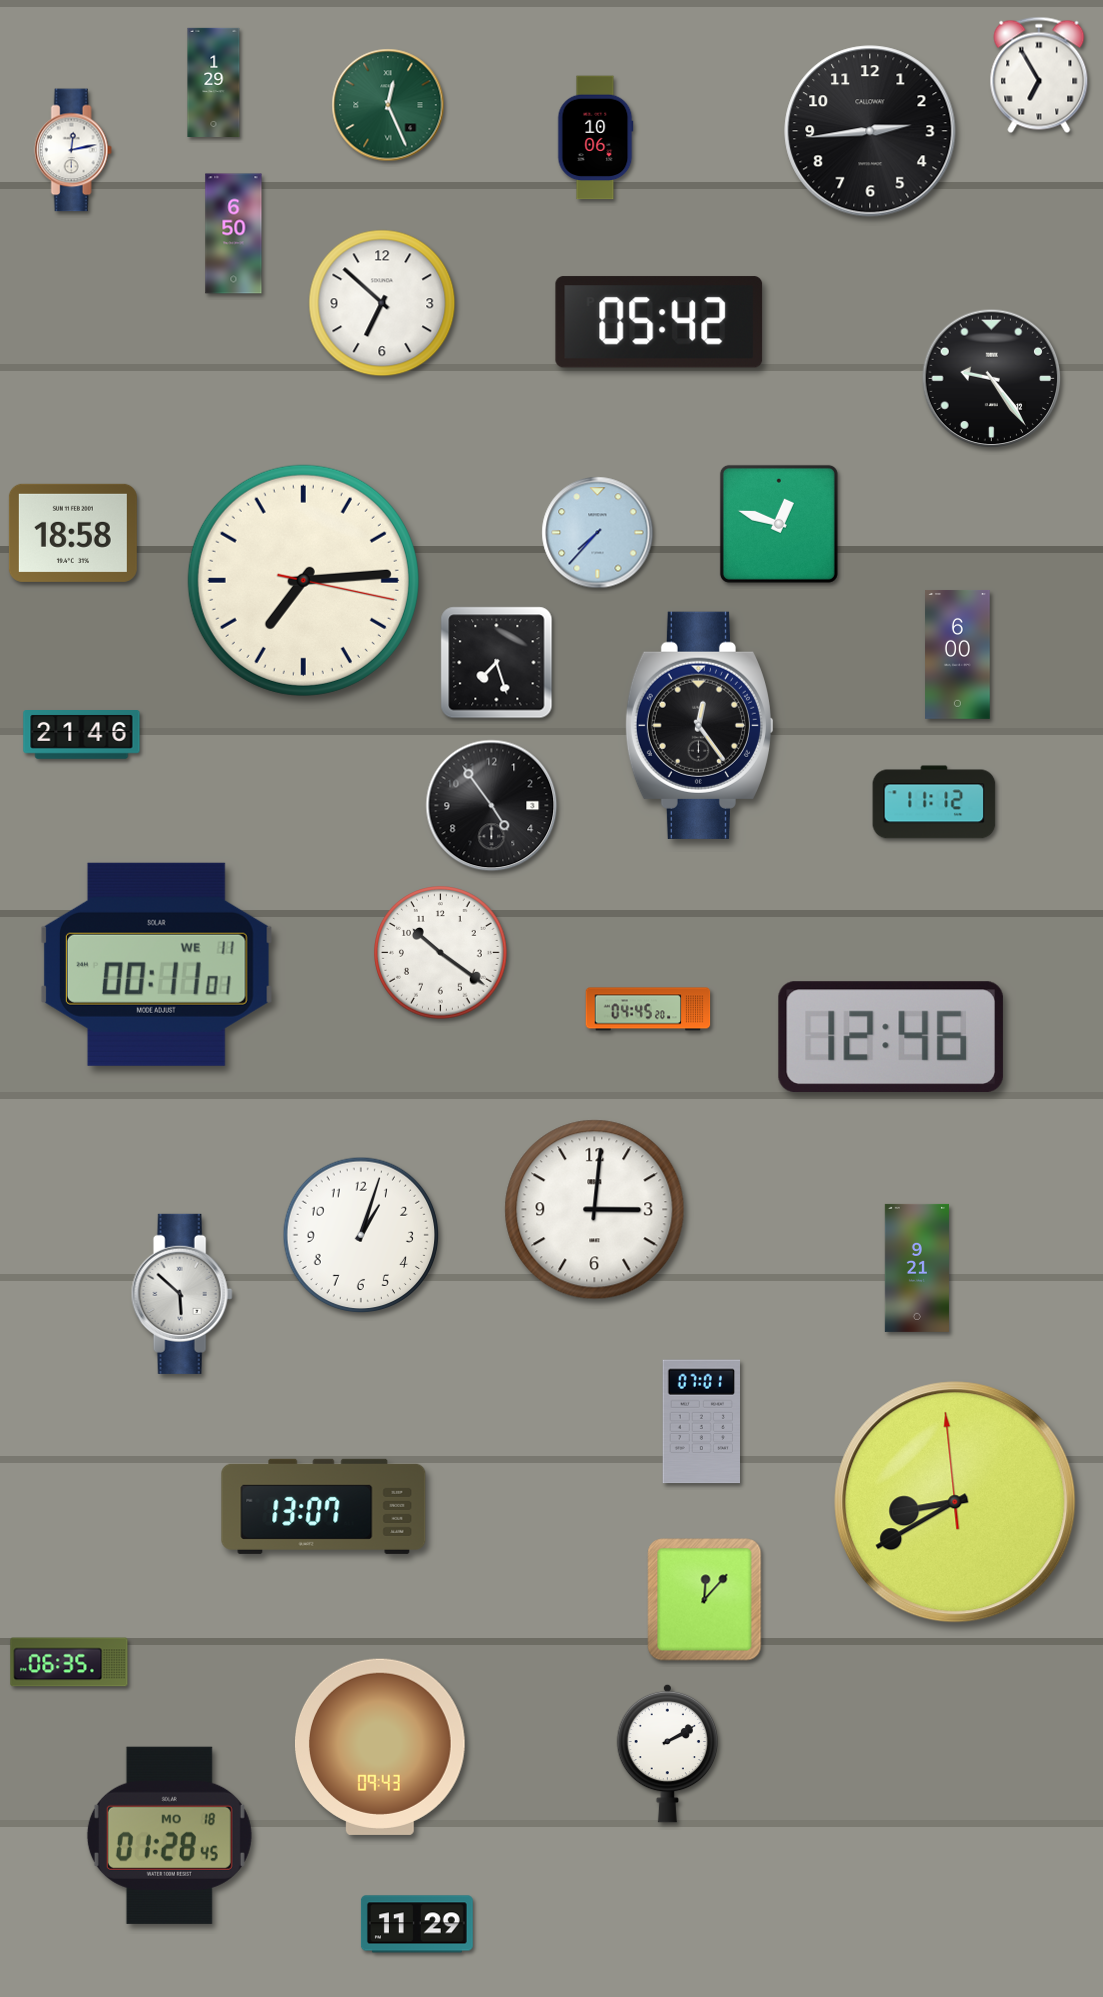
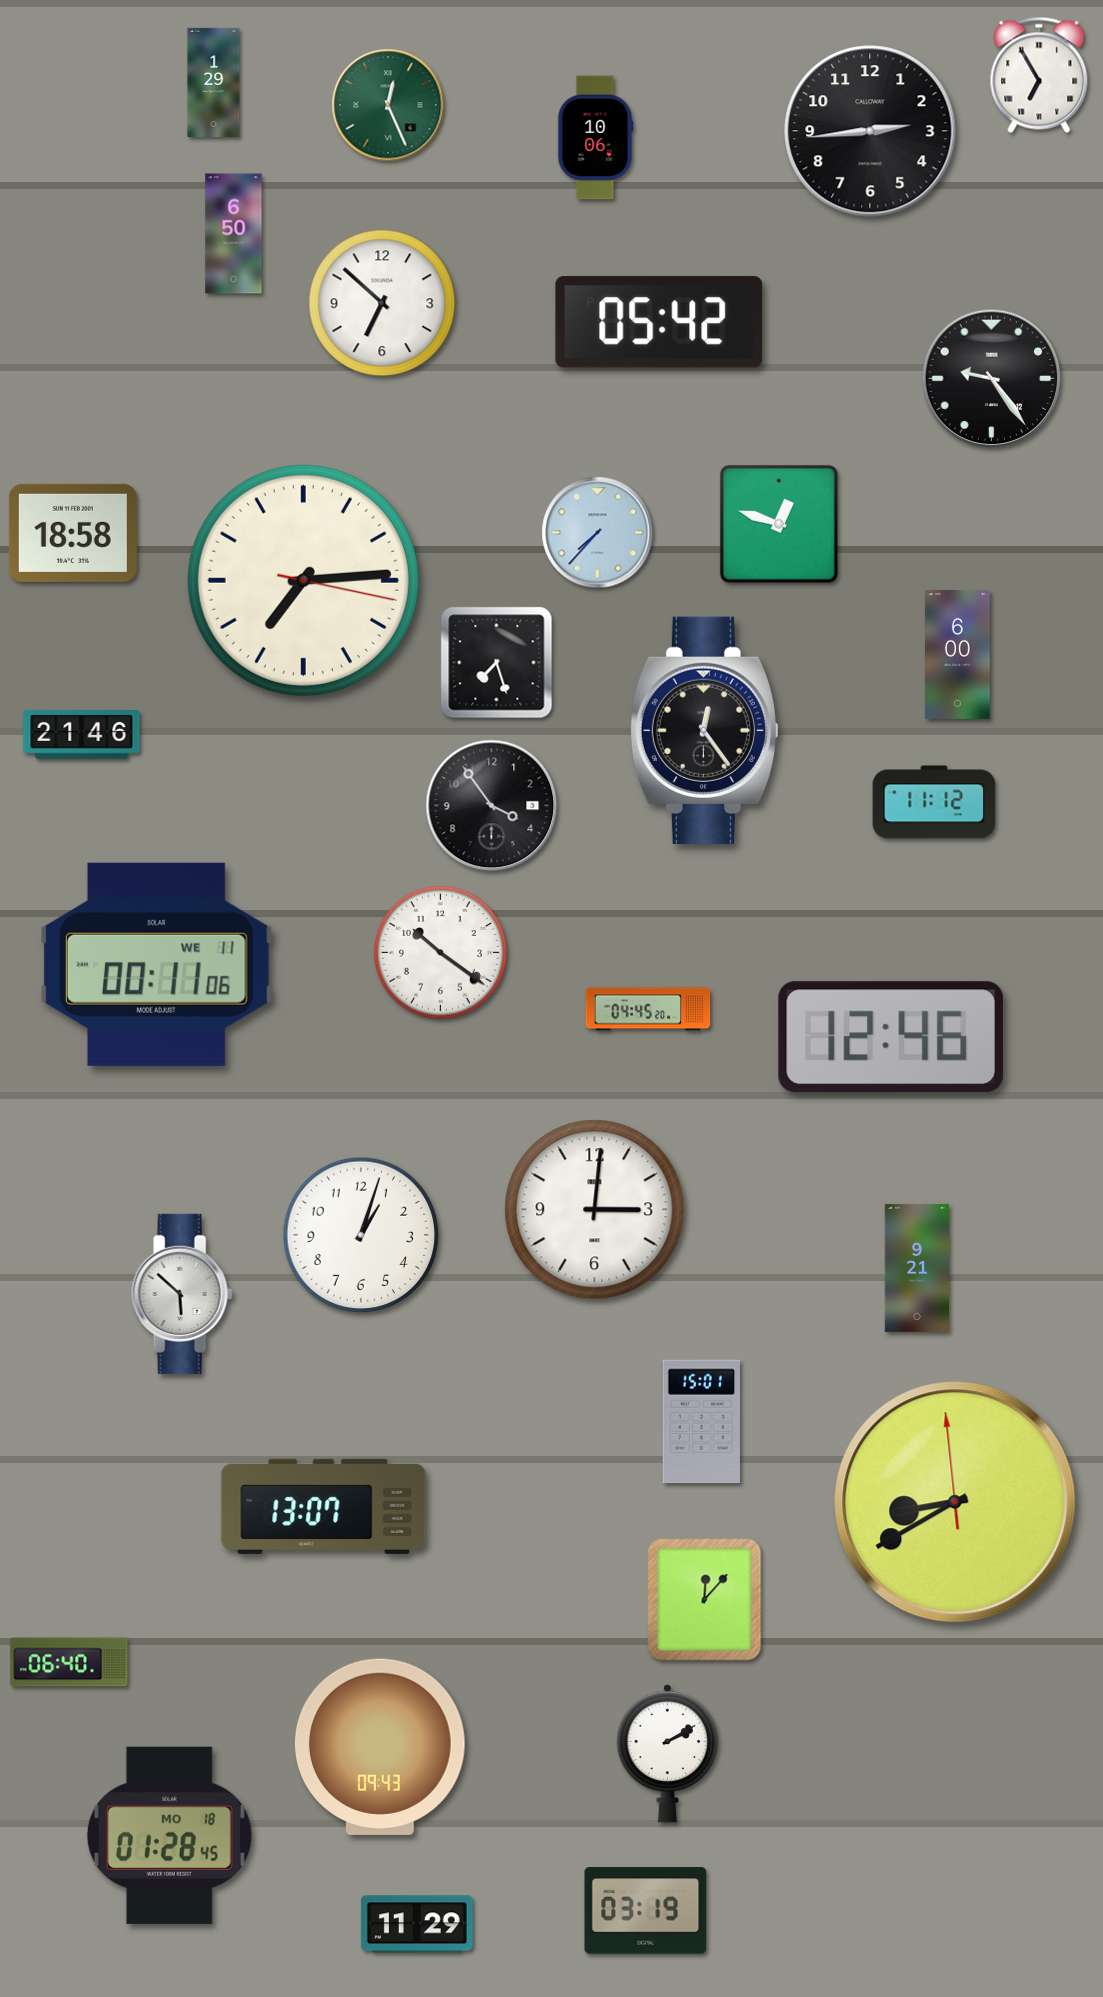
clock at (73, 150): 12:13 -> none
clock at (699, 725) position: (699, 725) -> (704, 730)
clock at (492, 806): 4:54 -> 3:54
clock at (156, 964): 00:11:01 -> 00:11:06
clock at (701, 1422): 07:01 -> 15:01
clock at (69, 1662): 06:35 -> 06:40
clock at (646, 1911): none -> 03:19
